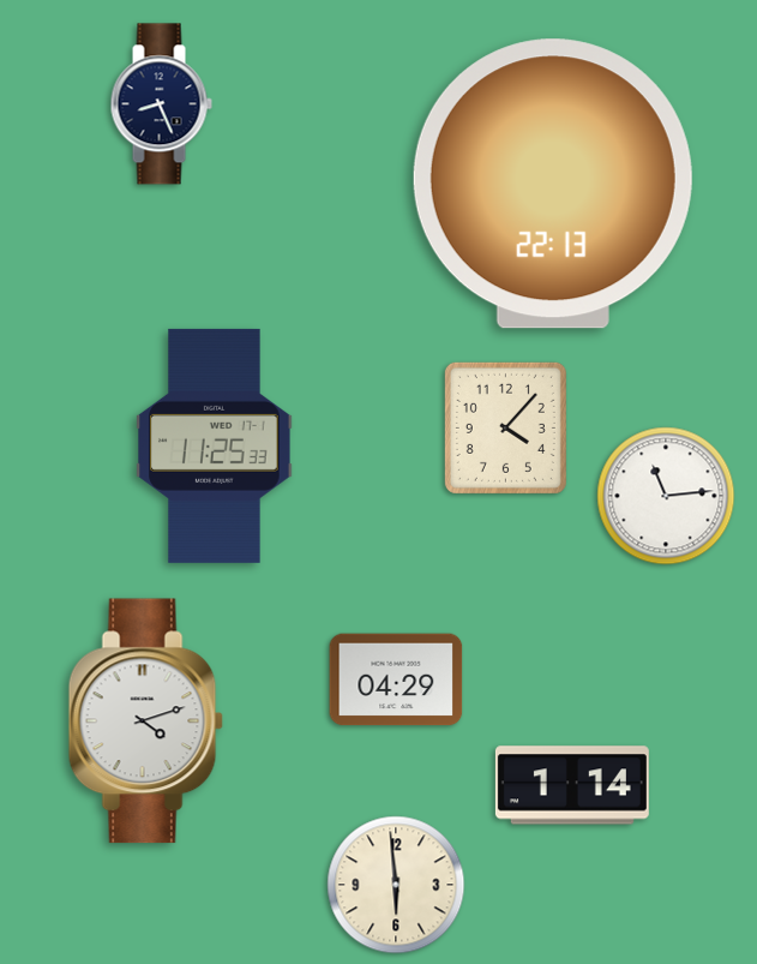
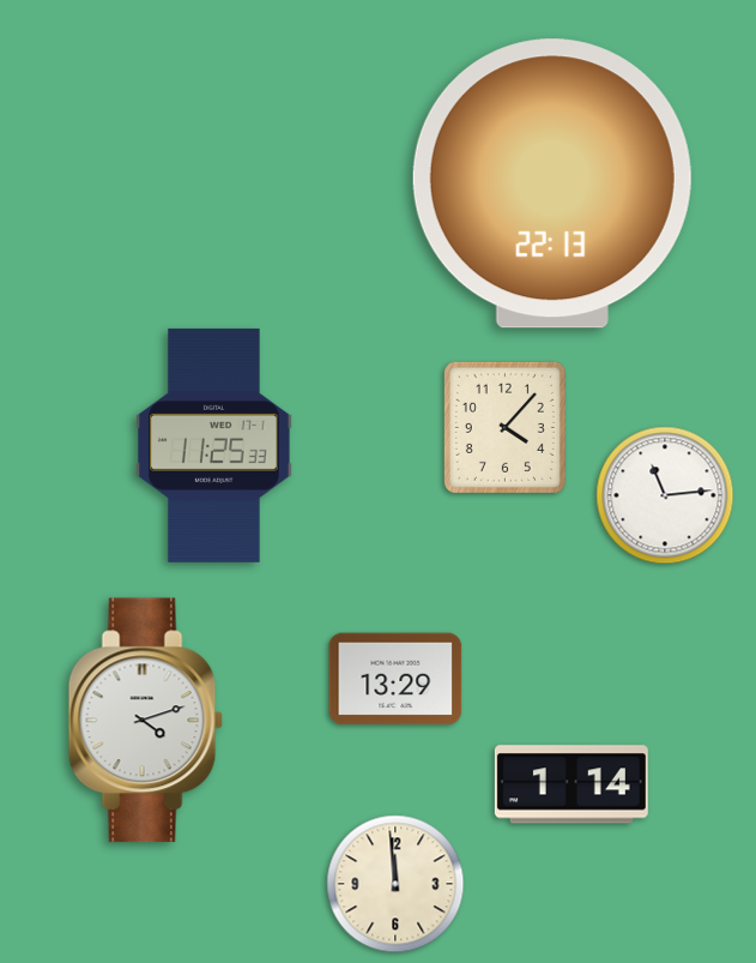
clock at (161, 104): 8:26 -> none
clock at (396, 679): 04:29 -> 13:29
clock at (396, 885): 5:59 -> 11:59
